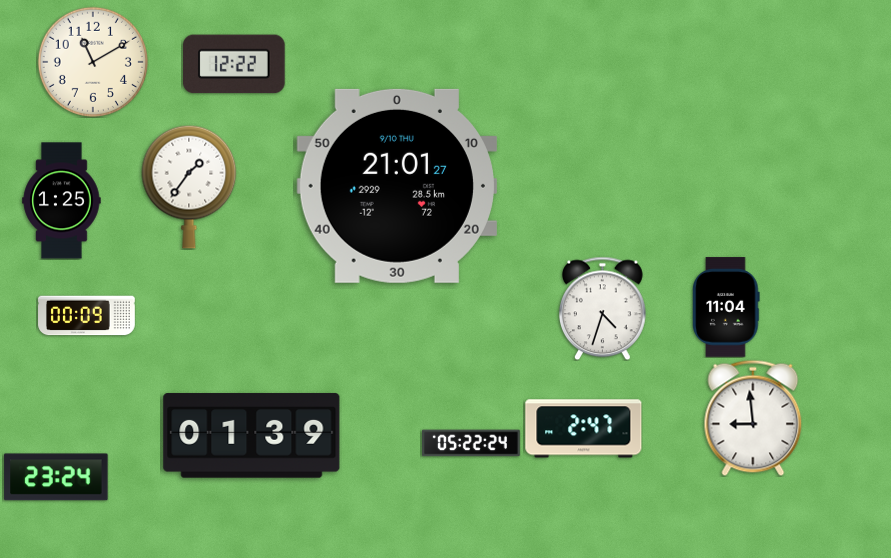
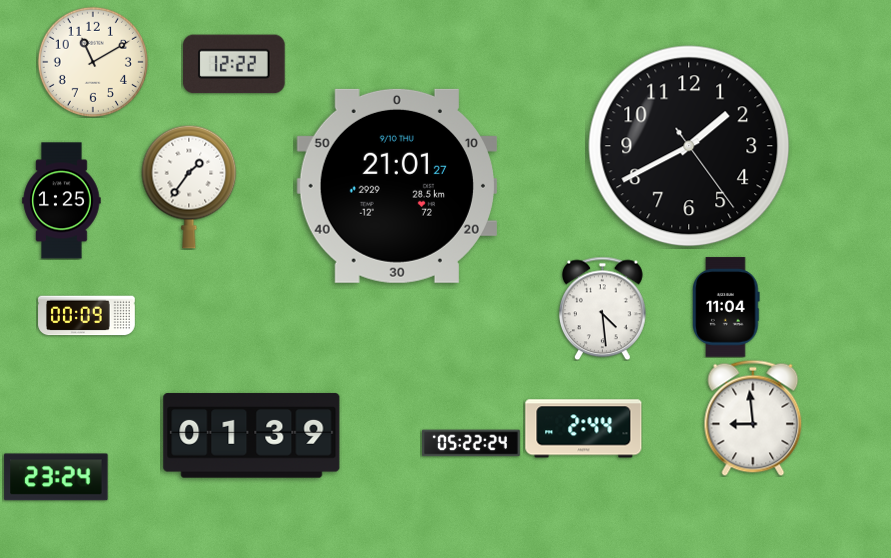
clock at (689, 146): none -> 1:40
clock at (603, 308): 4:33 -> 4:29
clock at (584, 429): 2:47 -> 2:44
